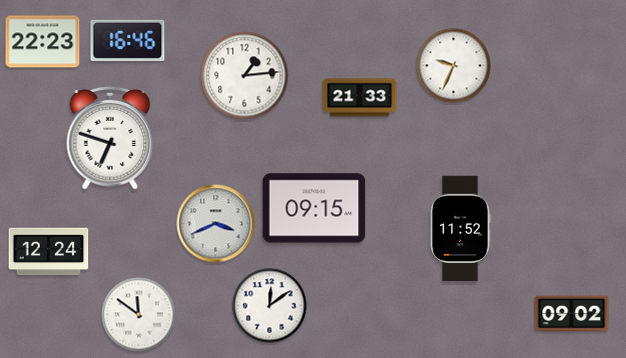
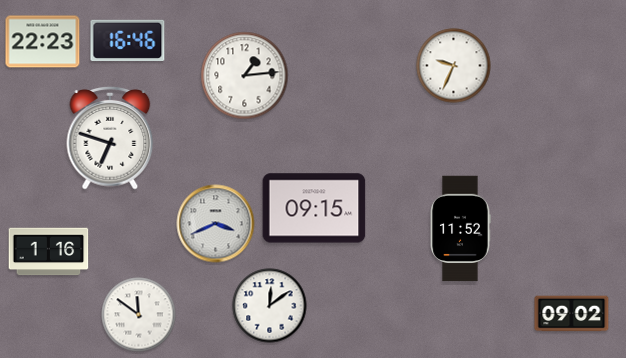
clock at (360, 98): 21:33 -> none
clock at (49, 252): 12:24 -> 1:16
